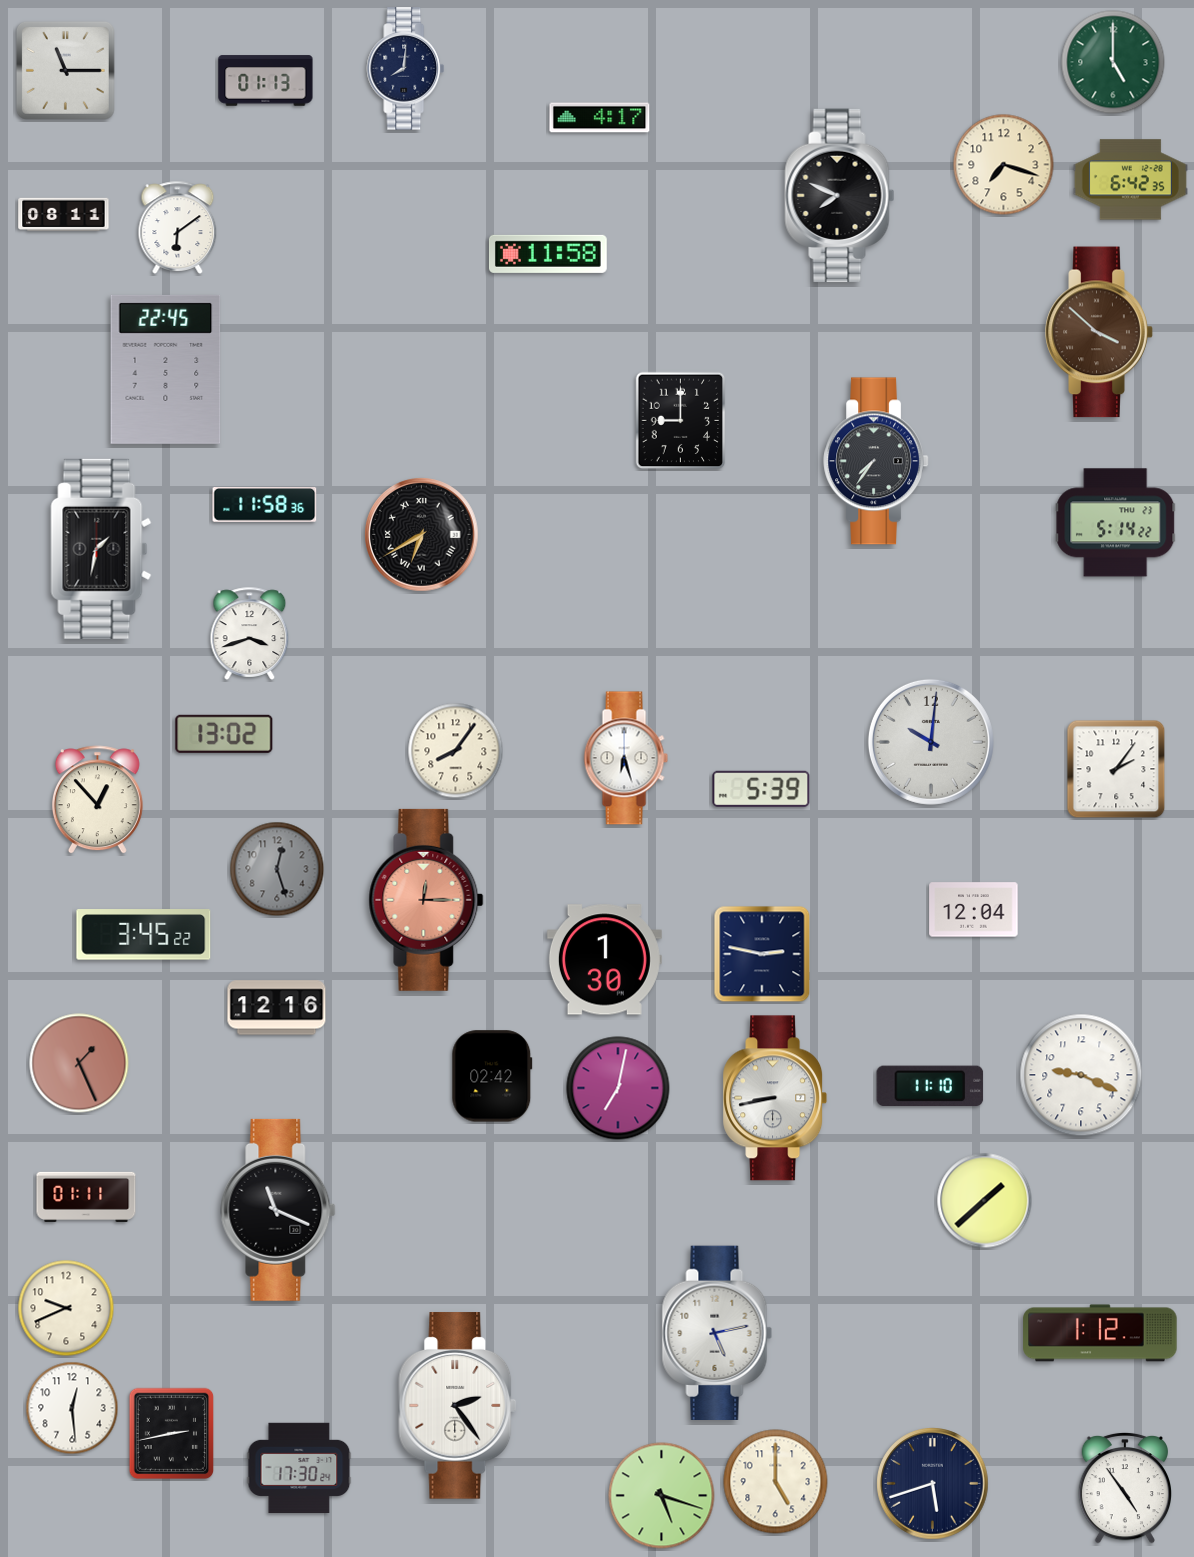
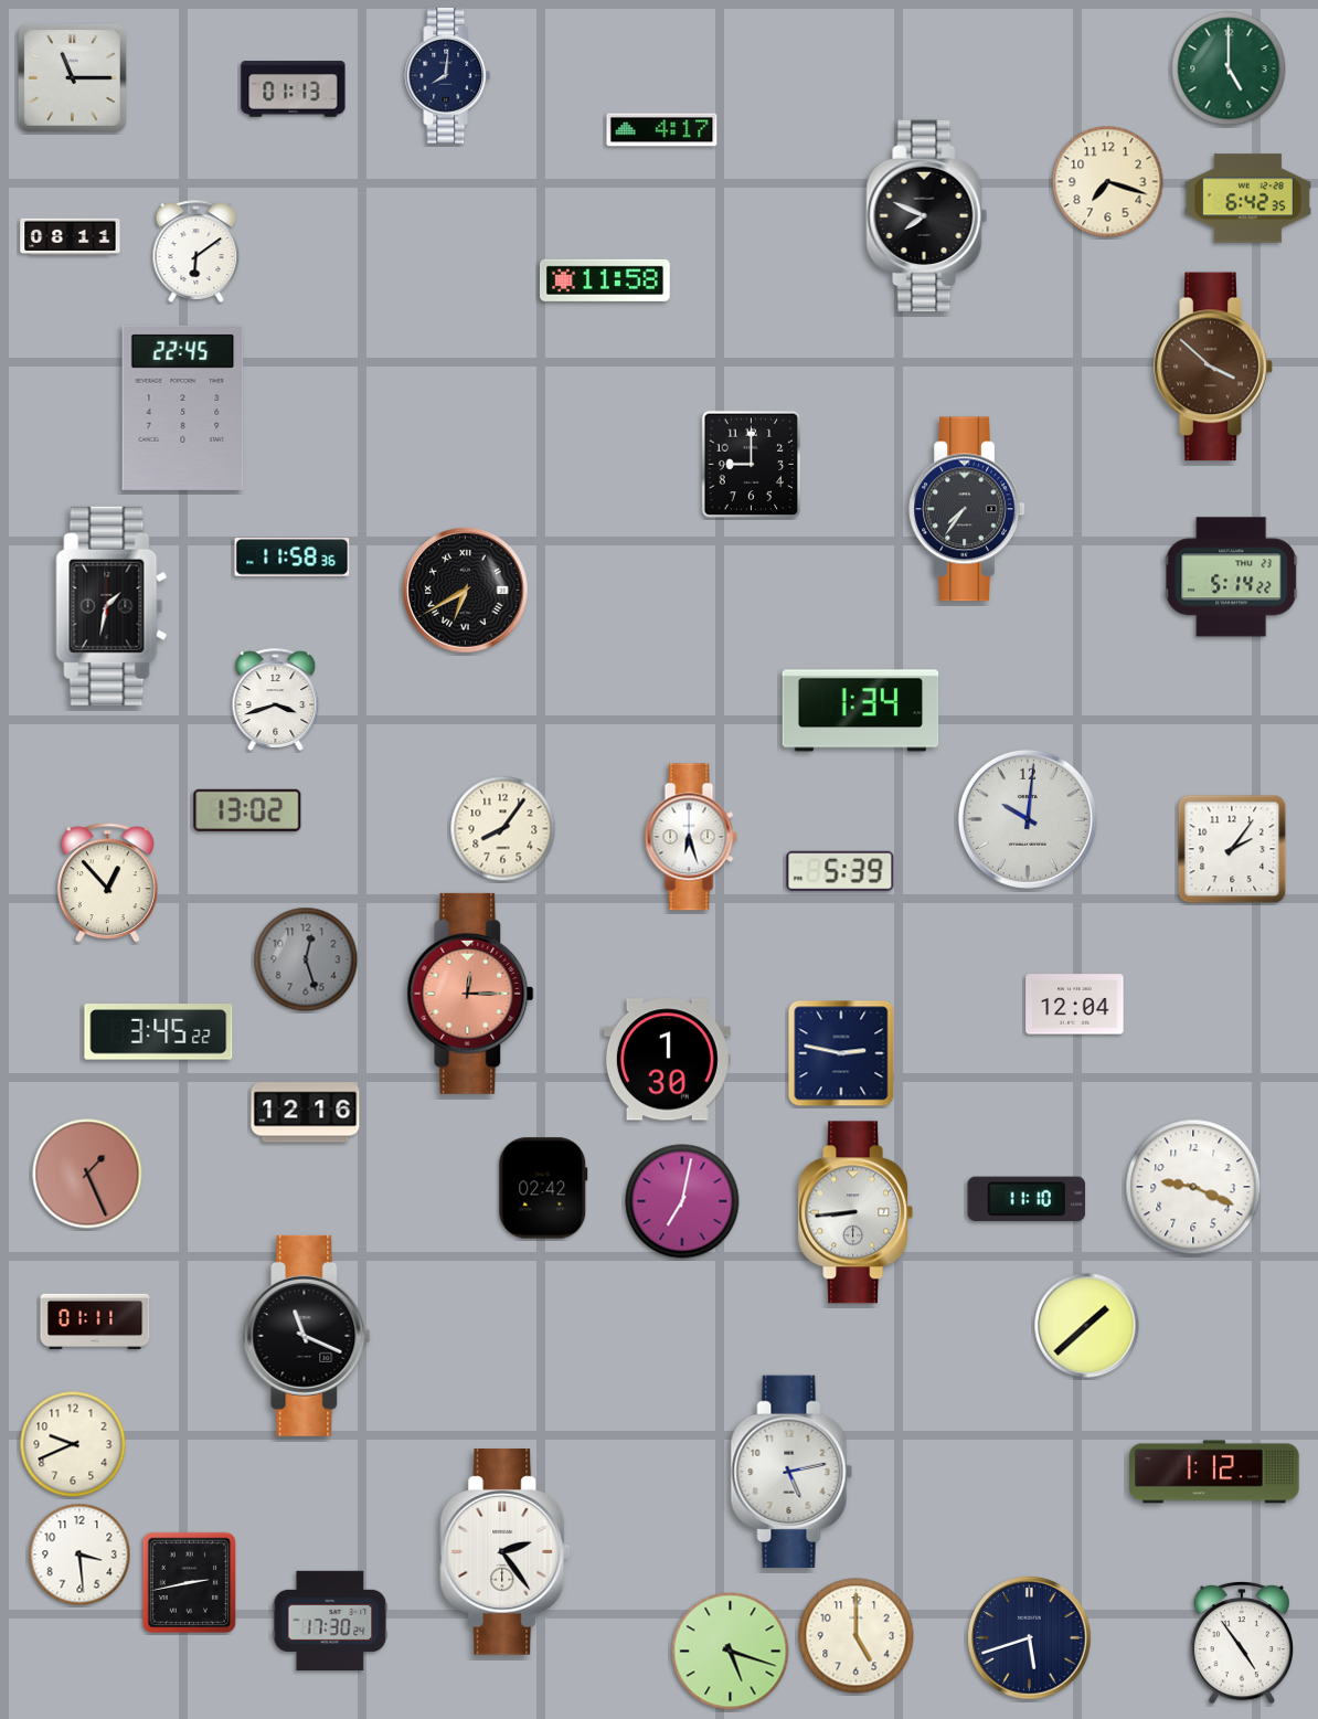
clock at (861, 711): none -> 1:34
clock at (775, 1098): 8:43 -> 8:44
clock at (72, 1408): 12:29 -> 3:29
